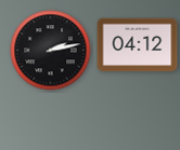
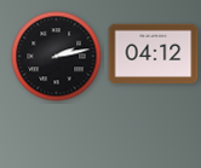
clock at (138, 45) position: (138, 45) -> (154, 54)
